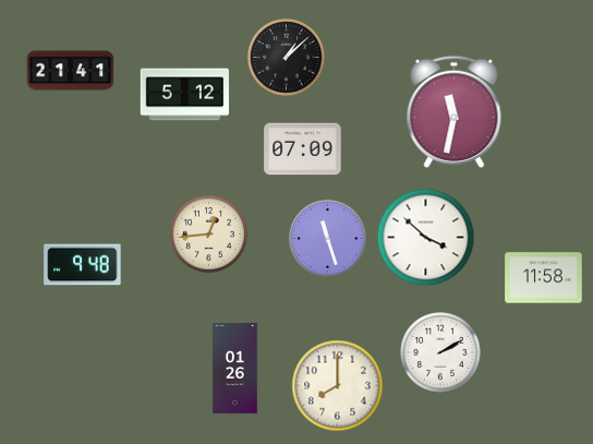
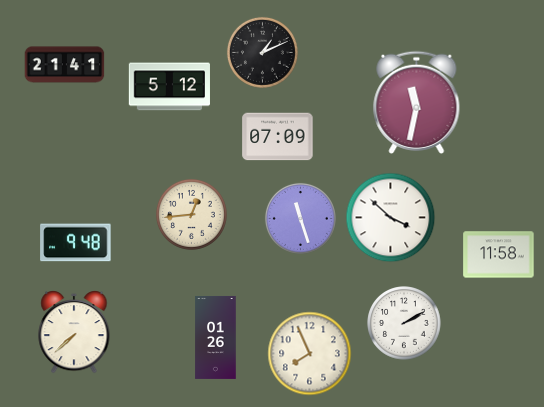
clock at (286, 57): 1:08 -> 1:11
clock at (74, 332): none -> 7:38
clock at (338, 386): 8:00 -> 7:56
